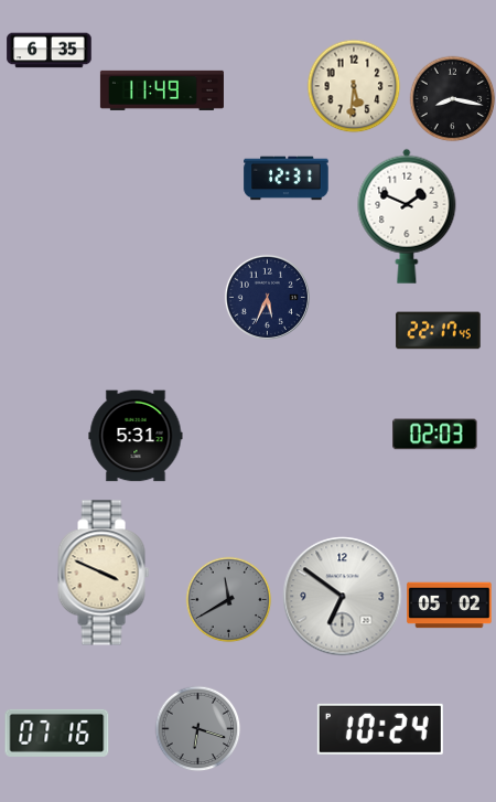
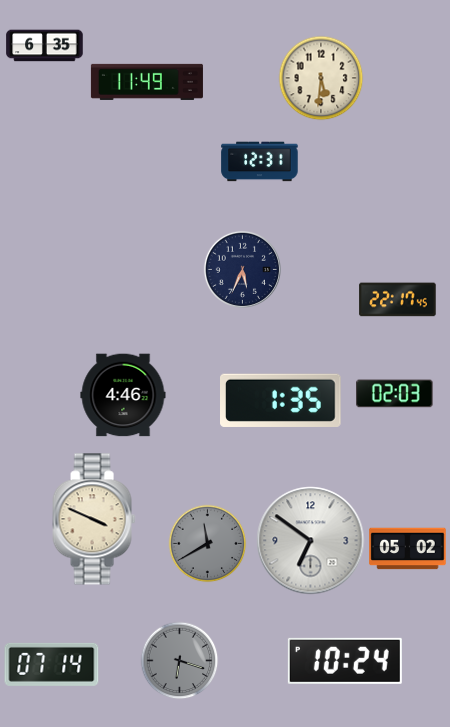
clock at (452, 98): 8:17 -> none
clock at (407, 216): 1:49 -> none
clock at (136, 436): 5:31 -> 4:46
clock at (281, 400): none -> 1:35
clock at (57, 733): 07:16 -> 07:14
